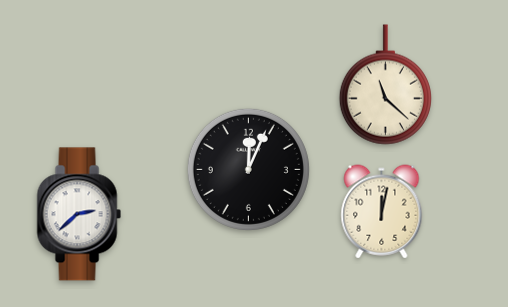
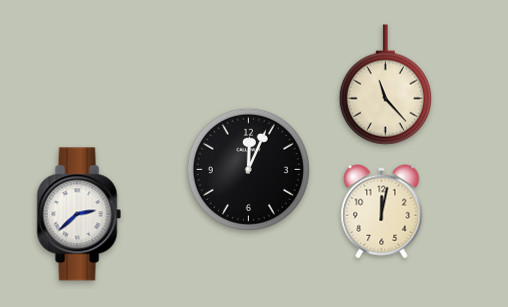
clock at (385, 85): 11:22 -> 11:23
